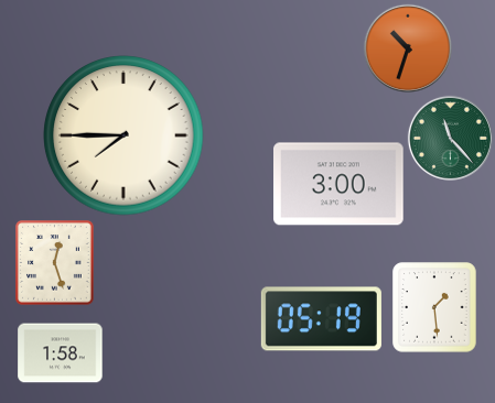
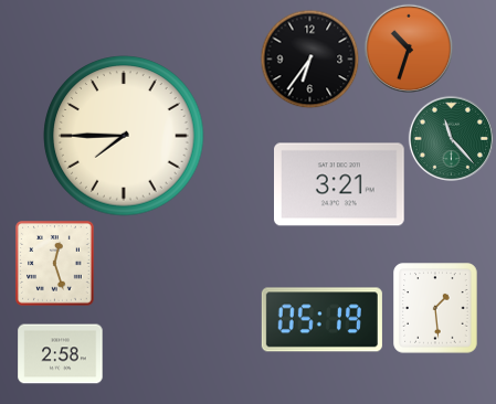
clock at (309, 59): none -> 6:36
clock at (340, 184): 3:00 -> 3:21
clock at (61, 353): 1:58 -> 2:58
